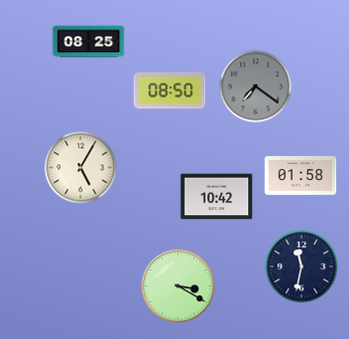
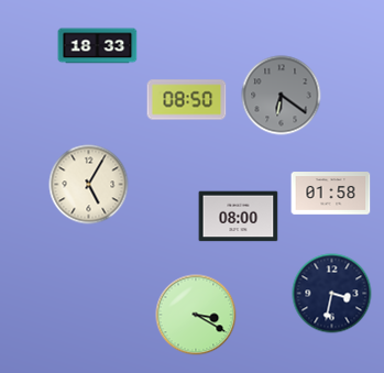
clock at (89, 42): 08:25 -> 18:33
clock at (256, 87): 7:21 -> 6:21
clock at (217, 197): 10:42 -> 08:00
clock at (302, 267): 11:32 -> 3:32
